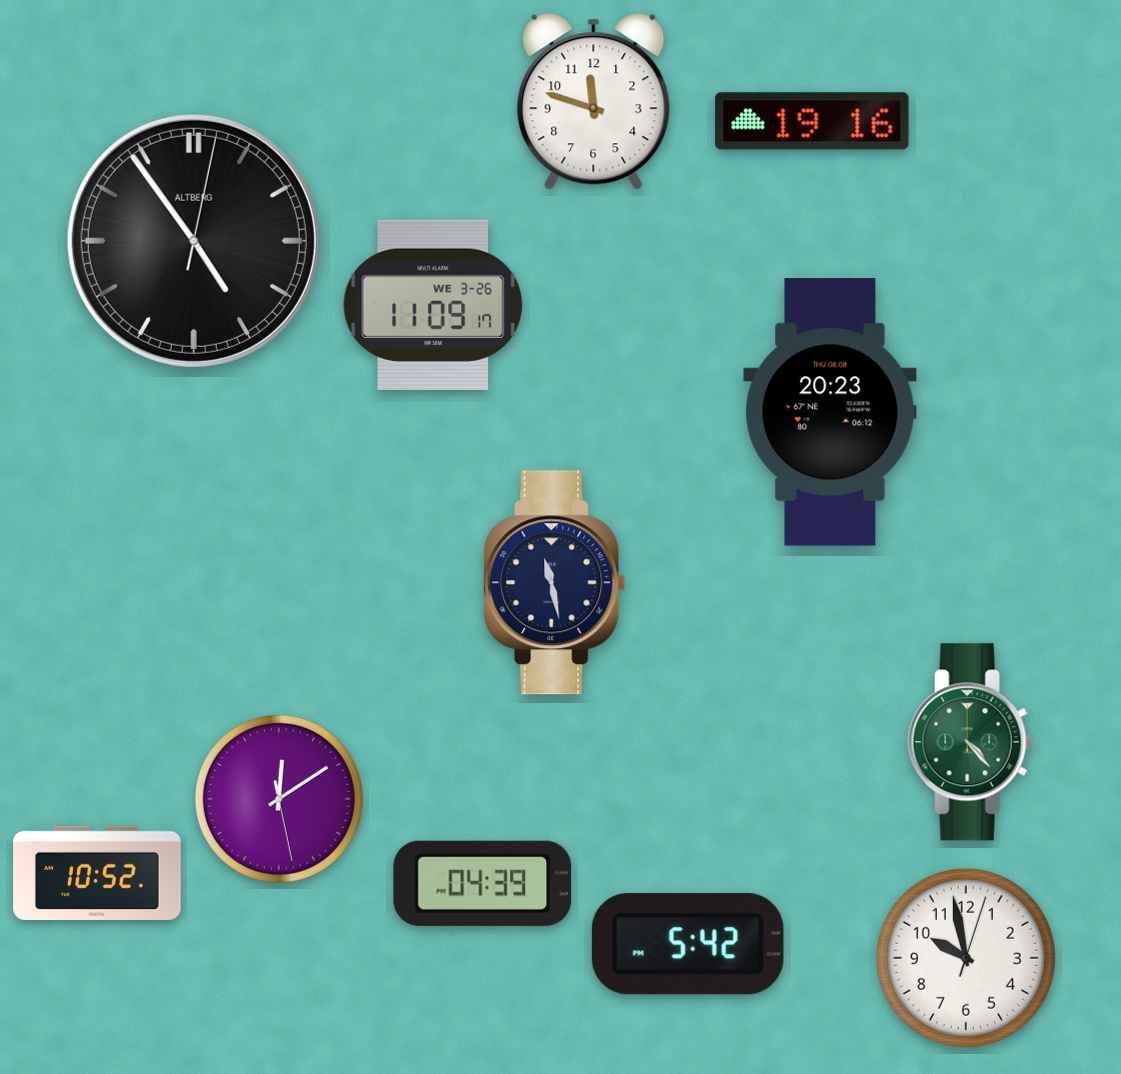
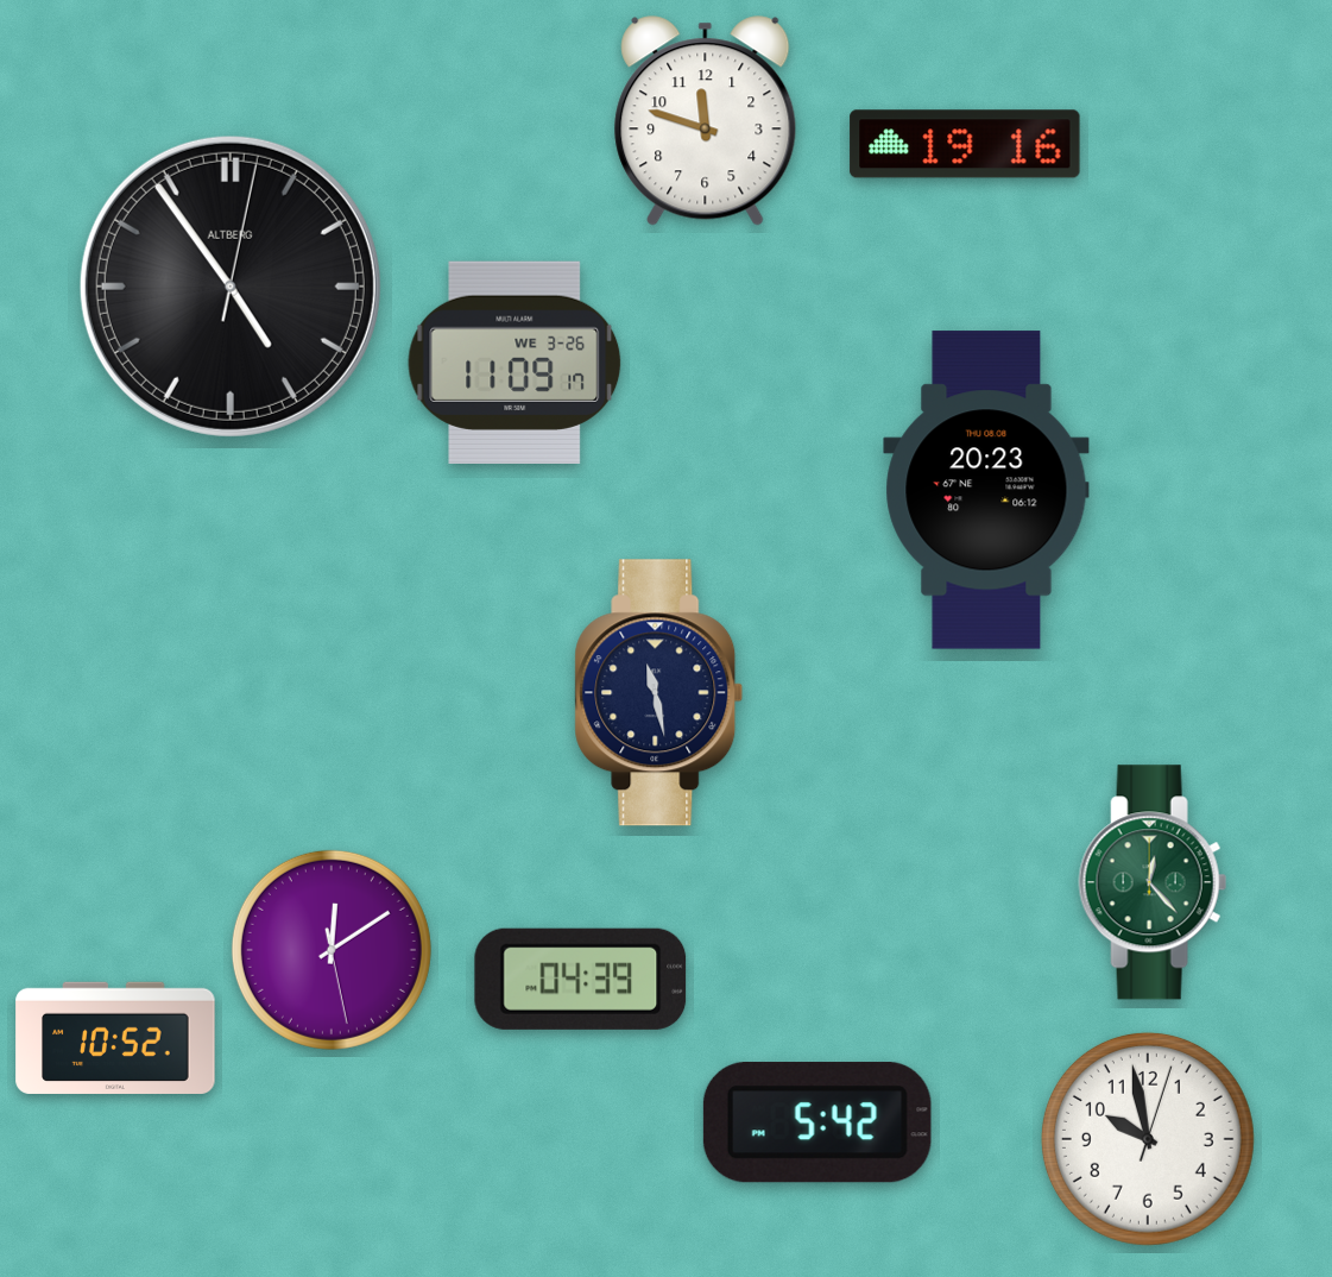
clock at (970, 742): 4:23 -> 12:23
clock at (483, 883) position: (483, 883) -> (581, 979)
